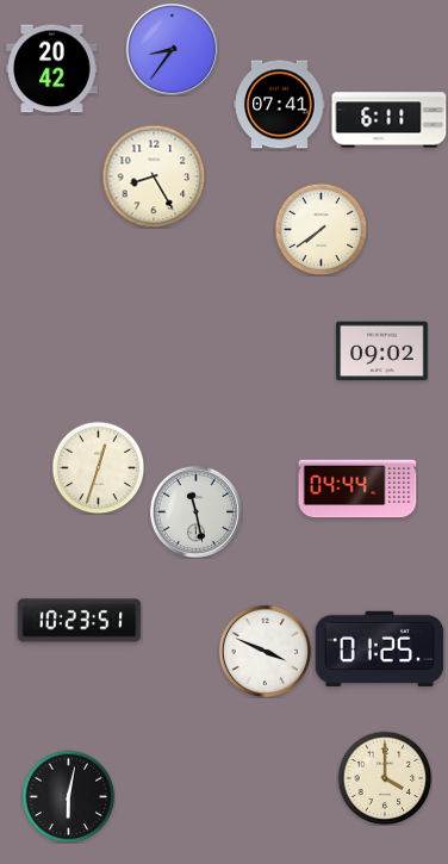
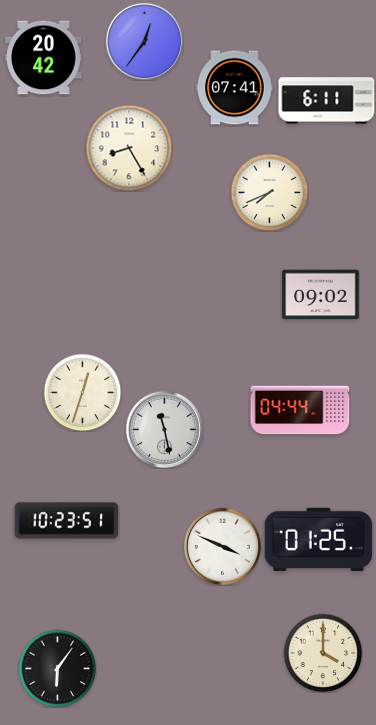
clock at (172, 49): 8:36 -> 12:36
clock at (321, 229): 7:39 -> 7:41
clock at (380, 648) position: (380, 648) -> (319, 539)
clock at (68, 796): 6:02 -> 6:06
